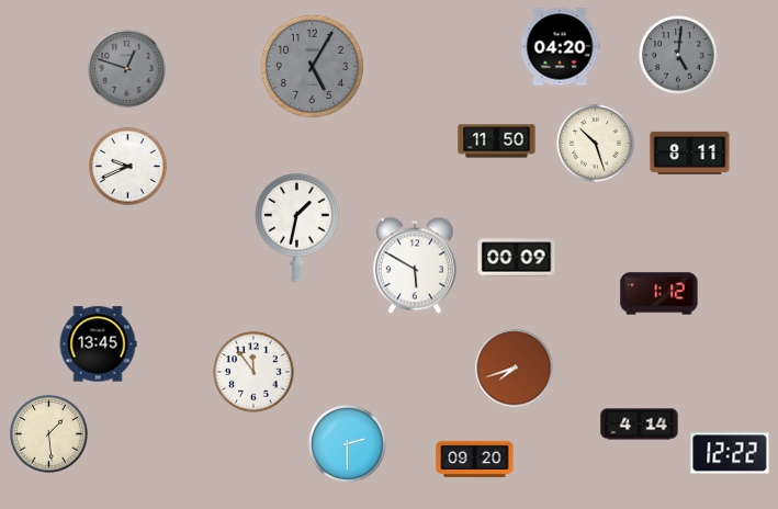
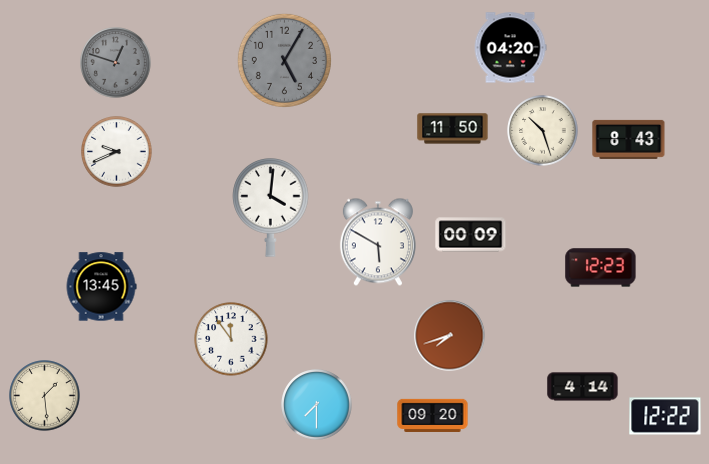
clock at (560, 47) position: (560, 47) -> (510, 48)
clock at (678, 55): 5:01 -> none
clock at (690, 152): 8:11 -> 8:43
clock at (297, 228): 1:32 -> 4:01
clock at (659, 294): 1:12 -> 12:23
clock at (98, 344) position: (98, 344) -> (101, 287)
clock at (515, 369) position: (515, 369) -> (450, 336)
clock at (348, 444): 2:30 -> 7:30
clock at (730, 453) position: (730, 453) -> (665, 416)
clock at (475, 459) position: (475, 459) -> (433, 415)
